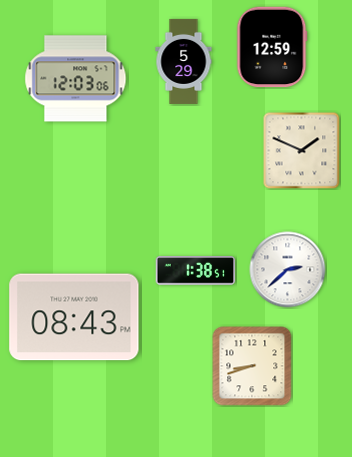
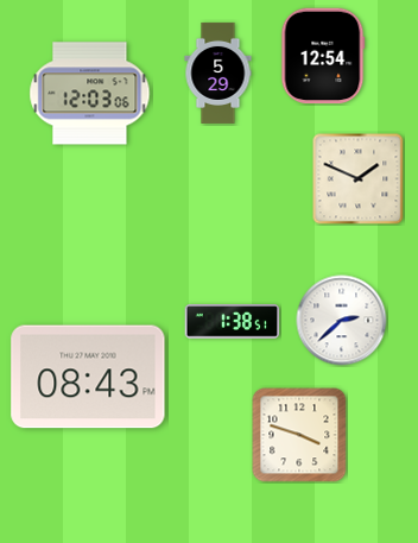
clock at (272, 47): 12:59 -> 12:54
clock at (252, 366): 8:42 -> 3:48
